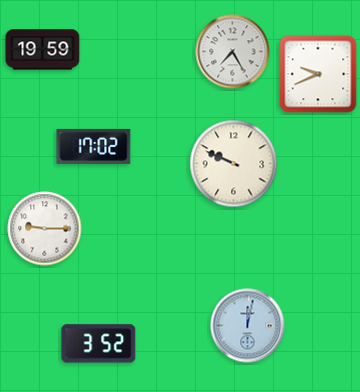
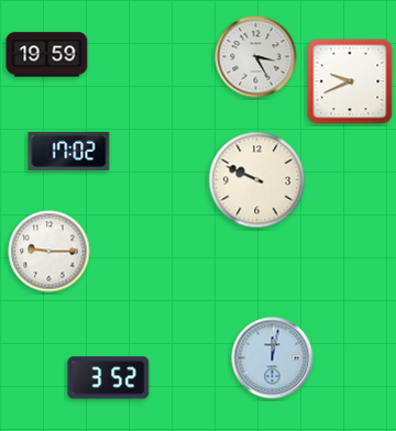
clock at (233, 52): 7:25 -> 3:25
clock at (94, 146) position: (94, 146) -> (69, 151)
